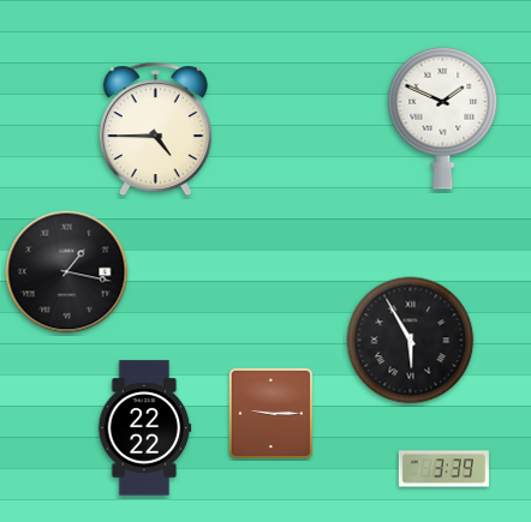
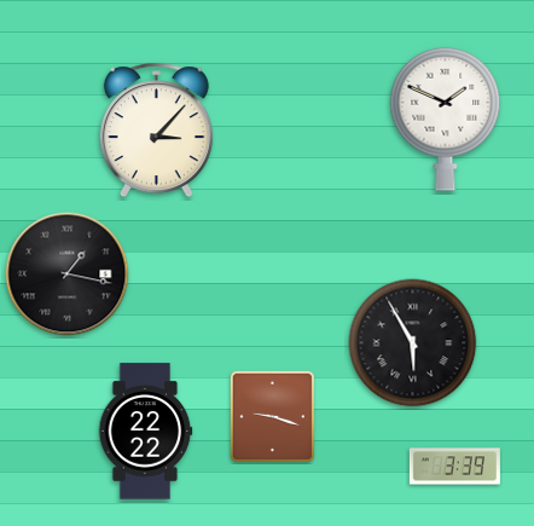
clock at (155, 130): 4:45 -> 3:07
clock at (270, 413): 9:15 -> 9:18
clock at (443, 469) position: (443, 469) -> (454, 467)
